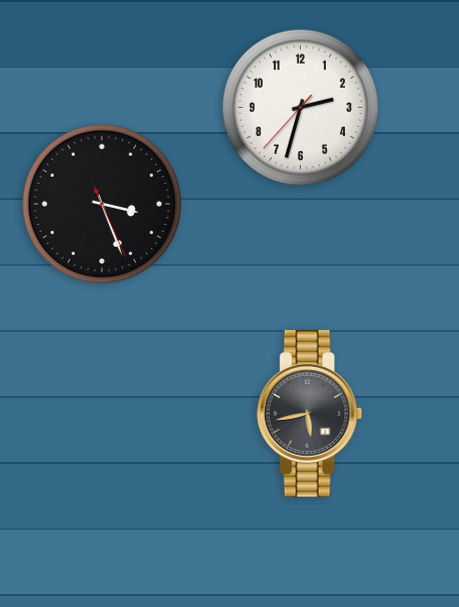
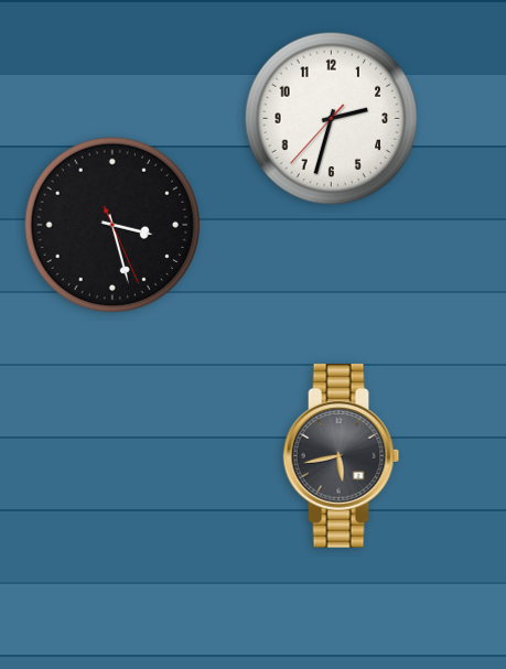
clock at (102, 204): 3:26 -> 3:27
